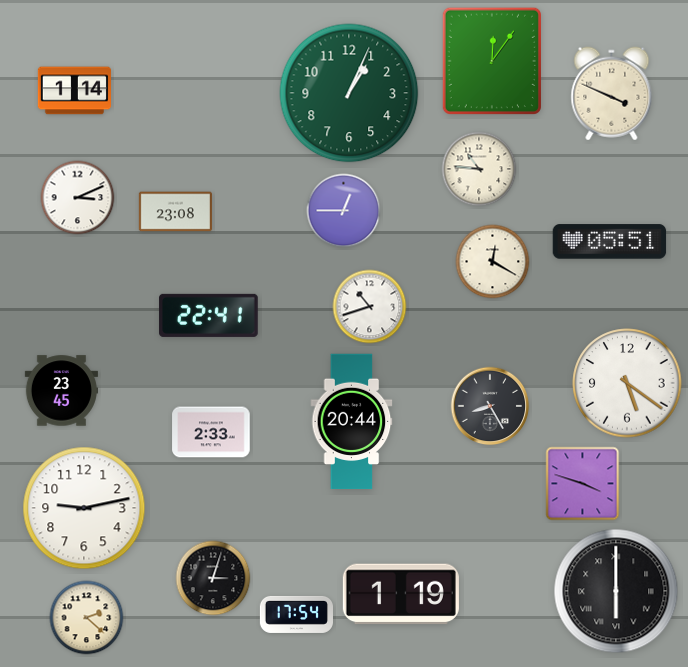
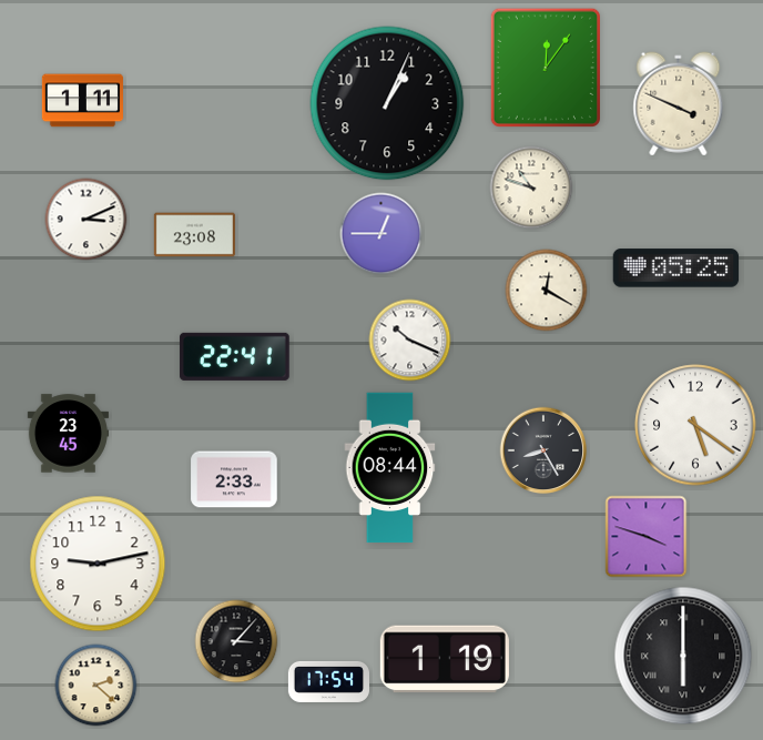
clock at (74, 91): 1:14 -> 1:11
clock at (349, 93) dial: green -> black
clock at (479, 169): 10:46 -> 10:48
clock at (610, 242): 05:51 -> 05:25
clock at (370, 307): 10:42 -> 10:19
clock at (209, 315) position: (209, 315) -> (235, 356)
clock at (352, 422): 20:44 -> 08:44
clock at (84, 508) position: (84, 508) -> (98, 564)
clock at (213, 578): 3:03 -> 3:07
